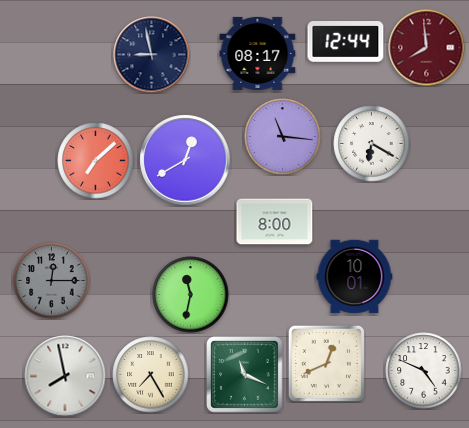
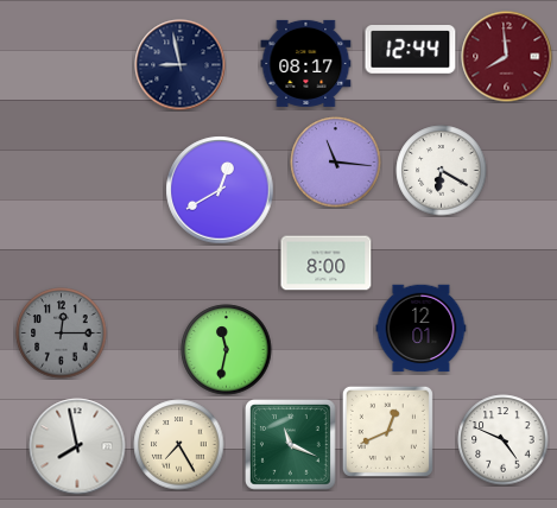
clock at (96, 161): 7:08 -> none
clock at (355, 277): 10:01 -> 12:01
